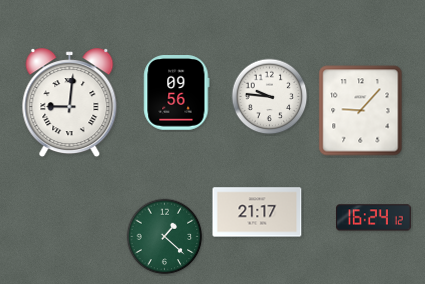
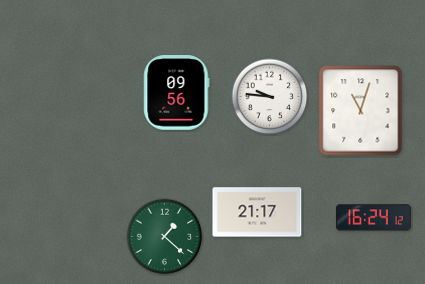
clock at (70, 103): 9:01 -> none
clock at (361, 111): 9:07 -> 11:03
